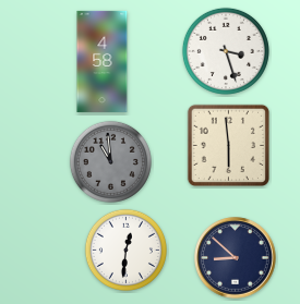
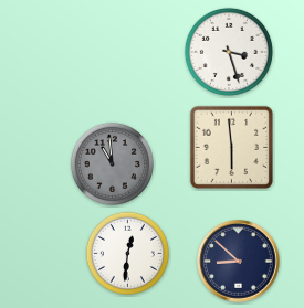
clock at (103, 61): 4:58 -> none
